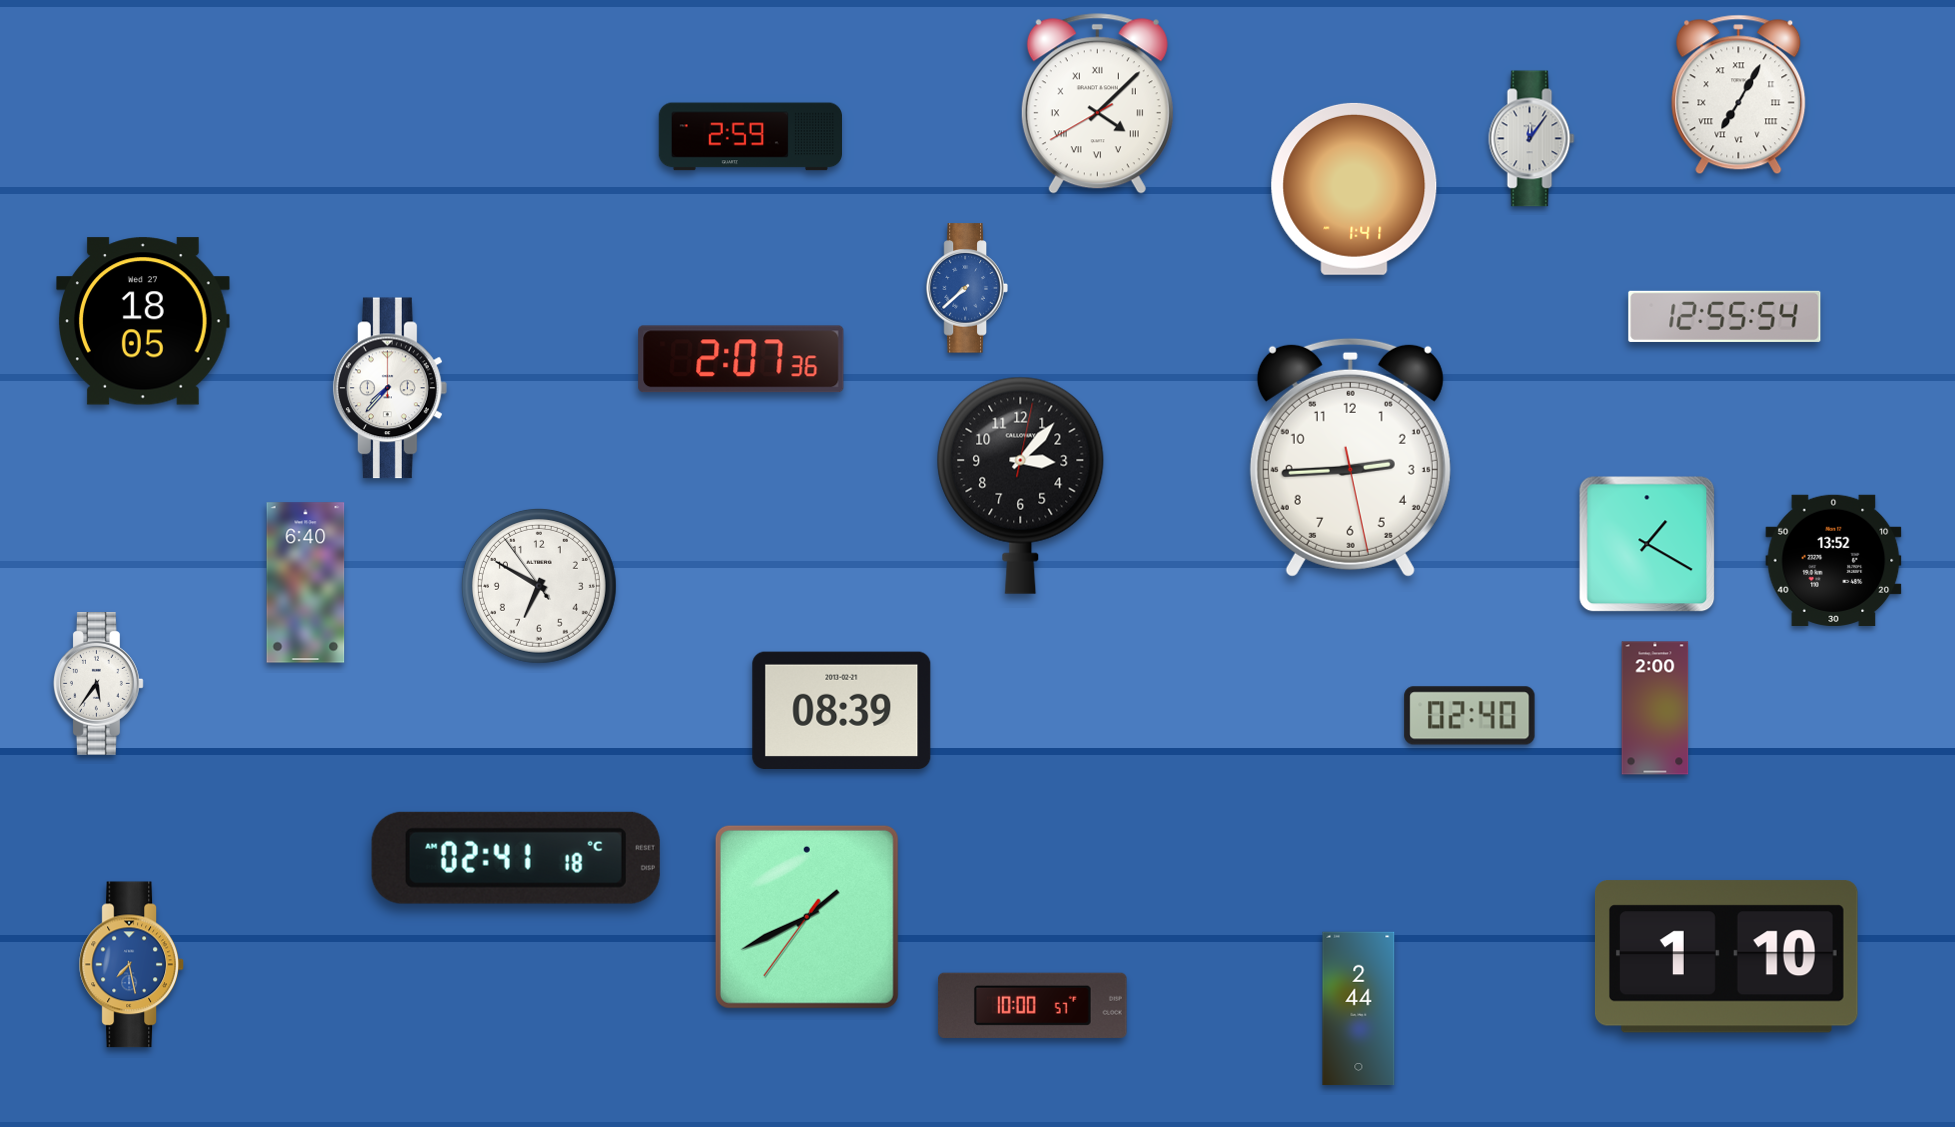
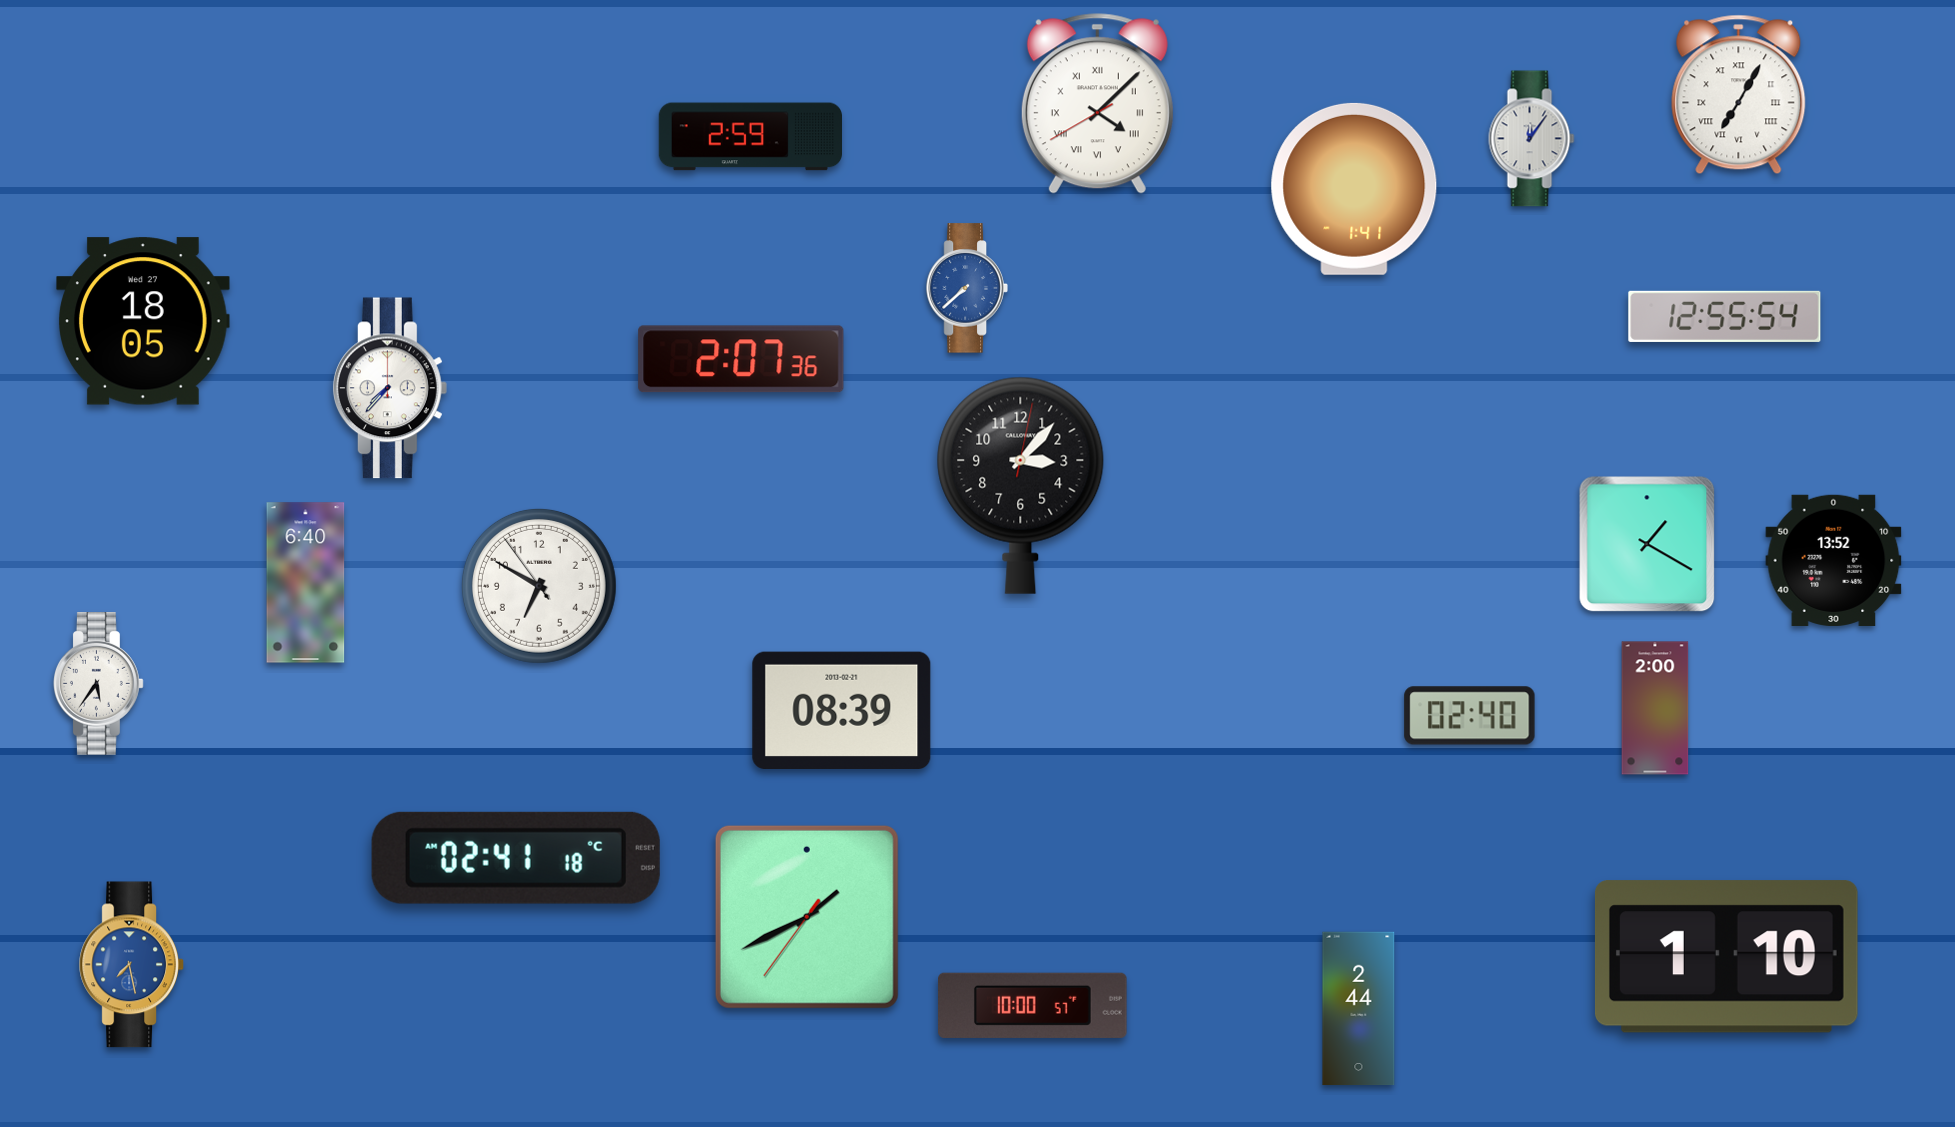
clock at (1350, 457): 2:44 -> none
